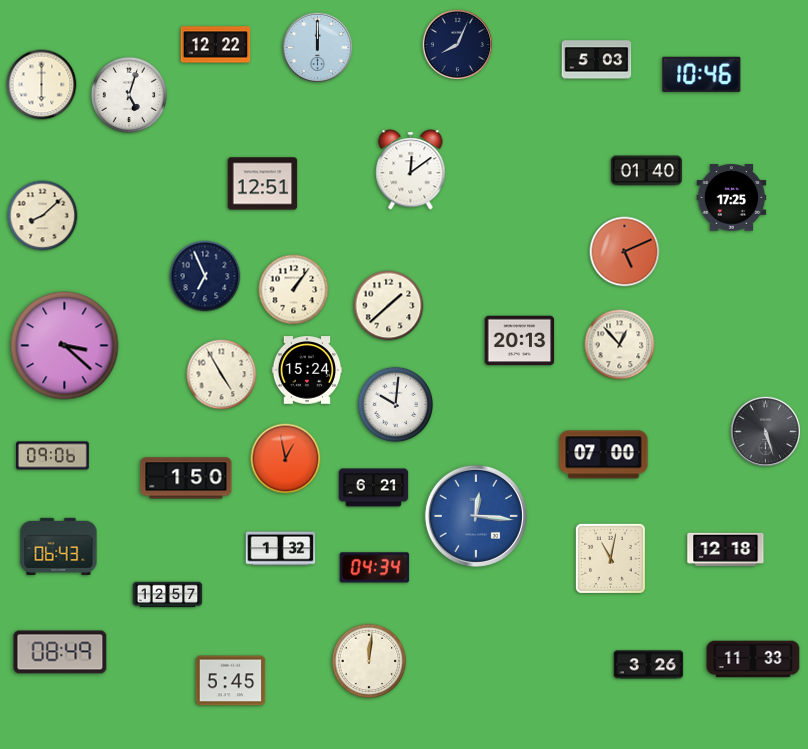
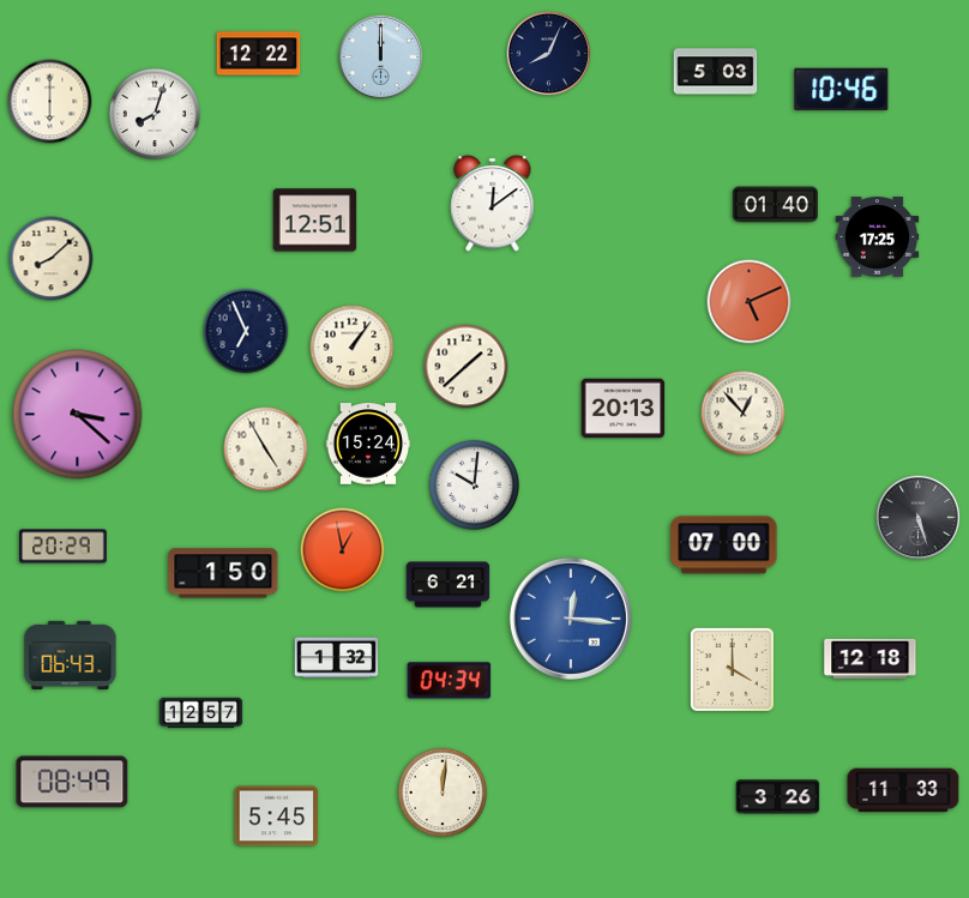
clock at (129, 95): 5:03 -> 8:03
clock at (53, 456): 09:06 -> 20:29
clock at (610, 558): 11:02 -> 4:00
